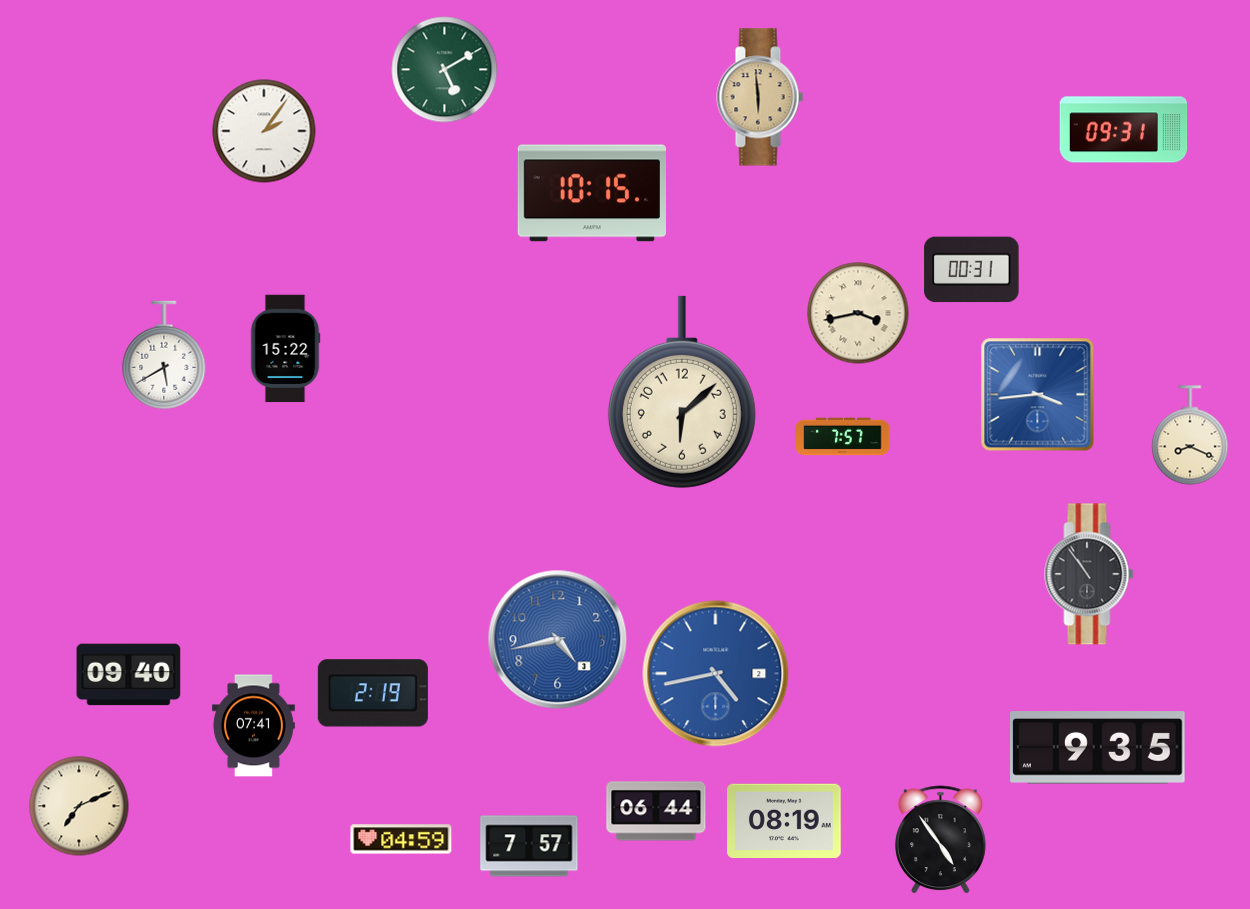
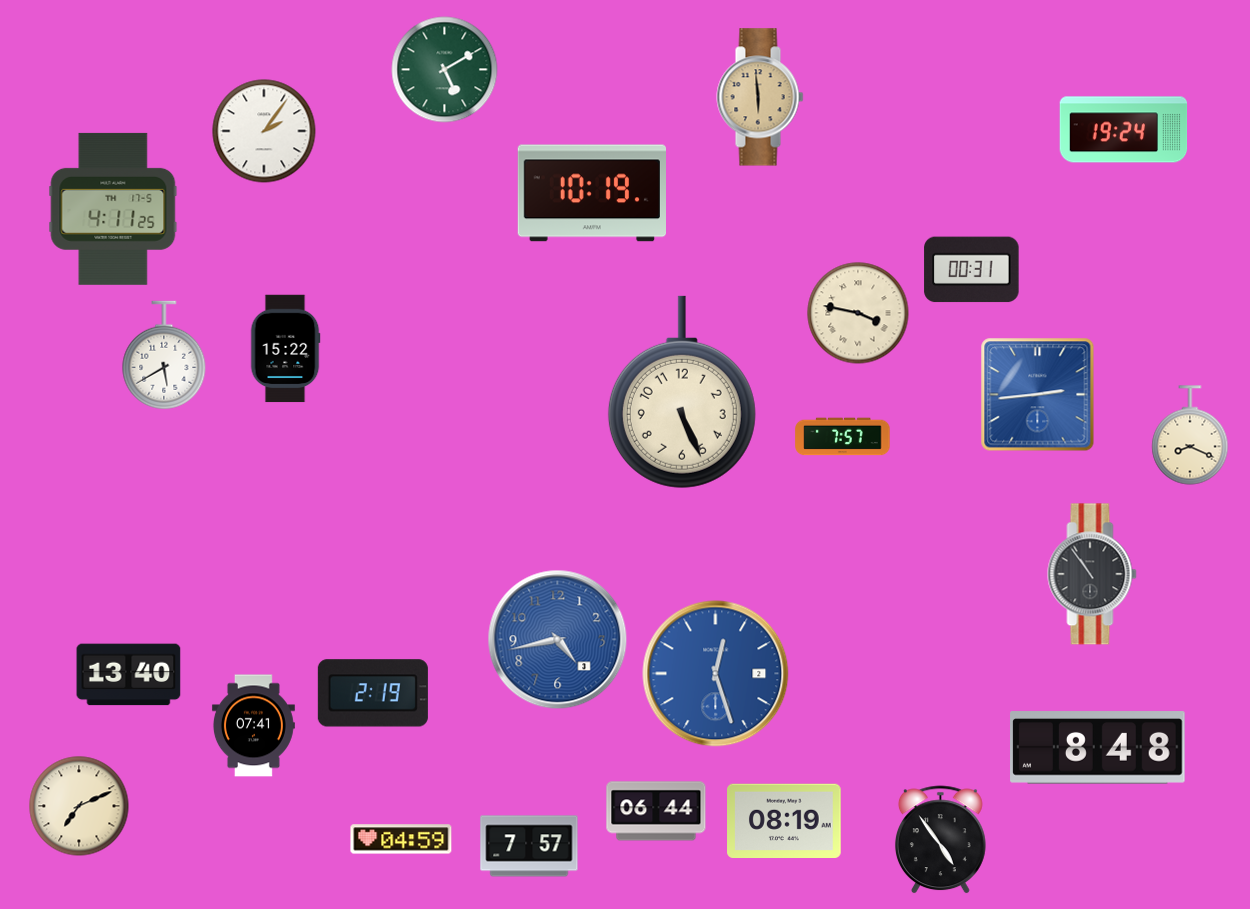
clock at (1124, 130): 09:31 -> 19:24
clock at (591, 193): 10:15 -> 10:19
clock at (113, 209): none -> 4:11
clock at (858, 313): 3:43 -> 3:47
clock at (682, 392): 6:08 -> 5:26
clock at (1038, 395): 3:44 -> 2:44
clock at (1089, 574) position: (1089, 574) -> (1092, 574)
clock at (716, 674): 4:43 -> 12:27
clock at (129, 675): 09:40 -> 13:40
clock at (1098, 748): 9:35 -> 8:48
